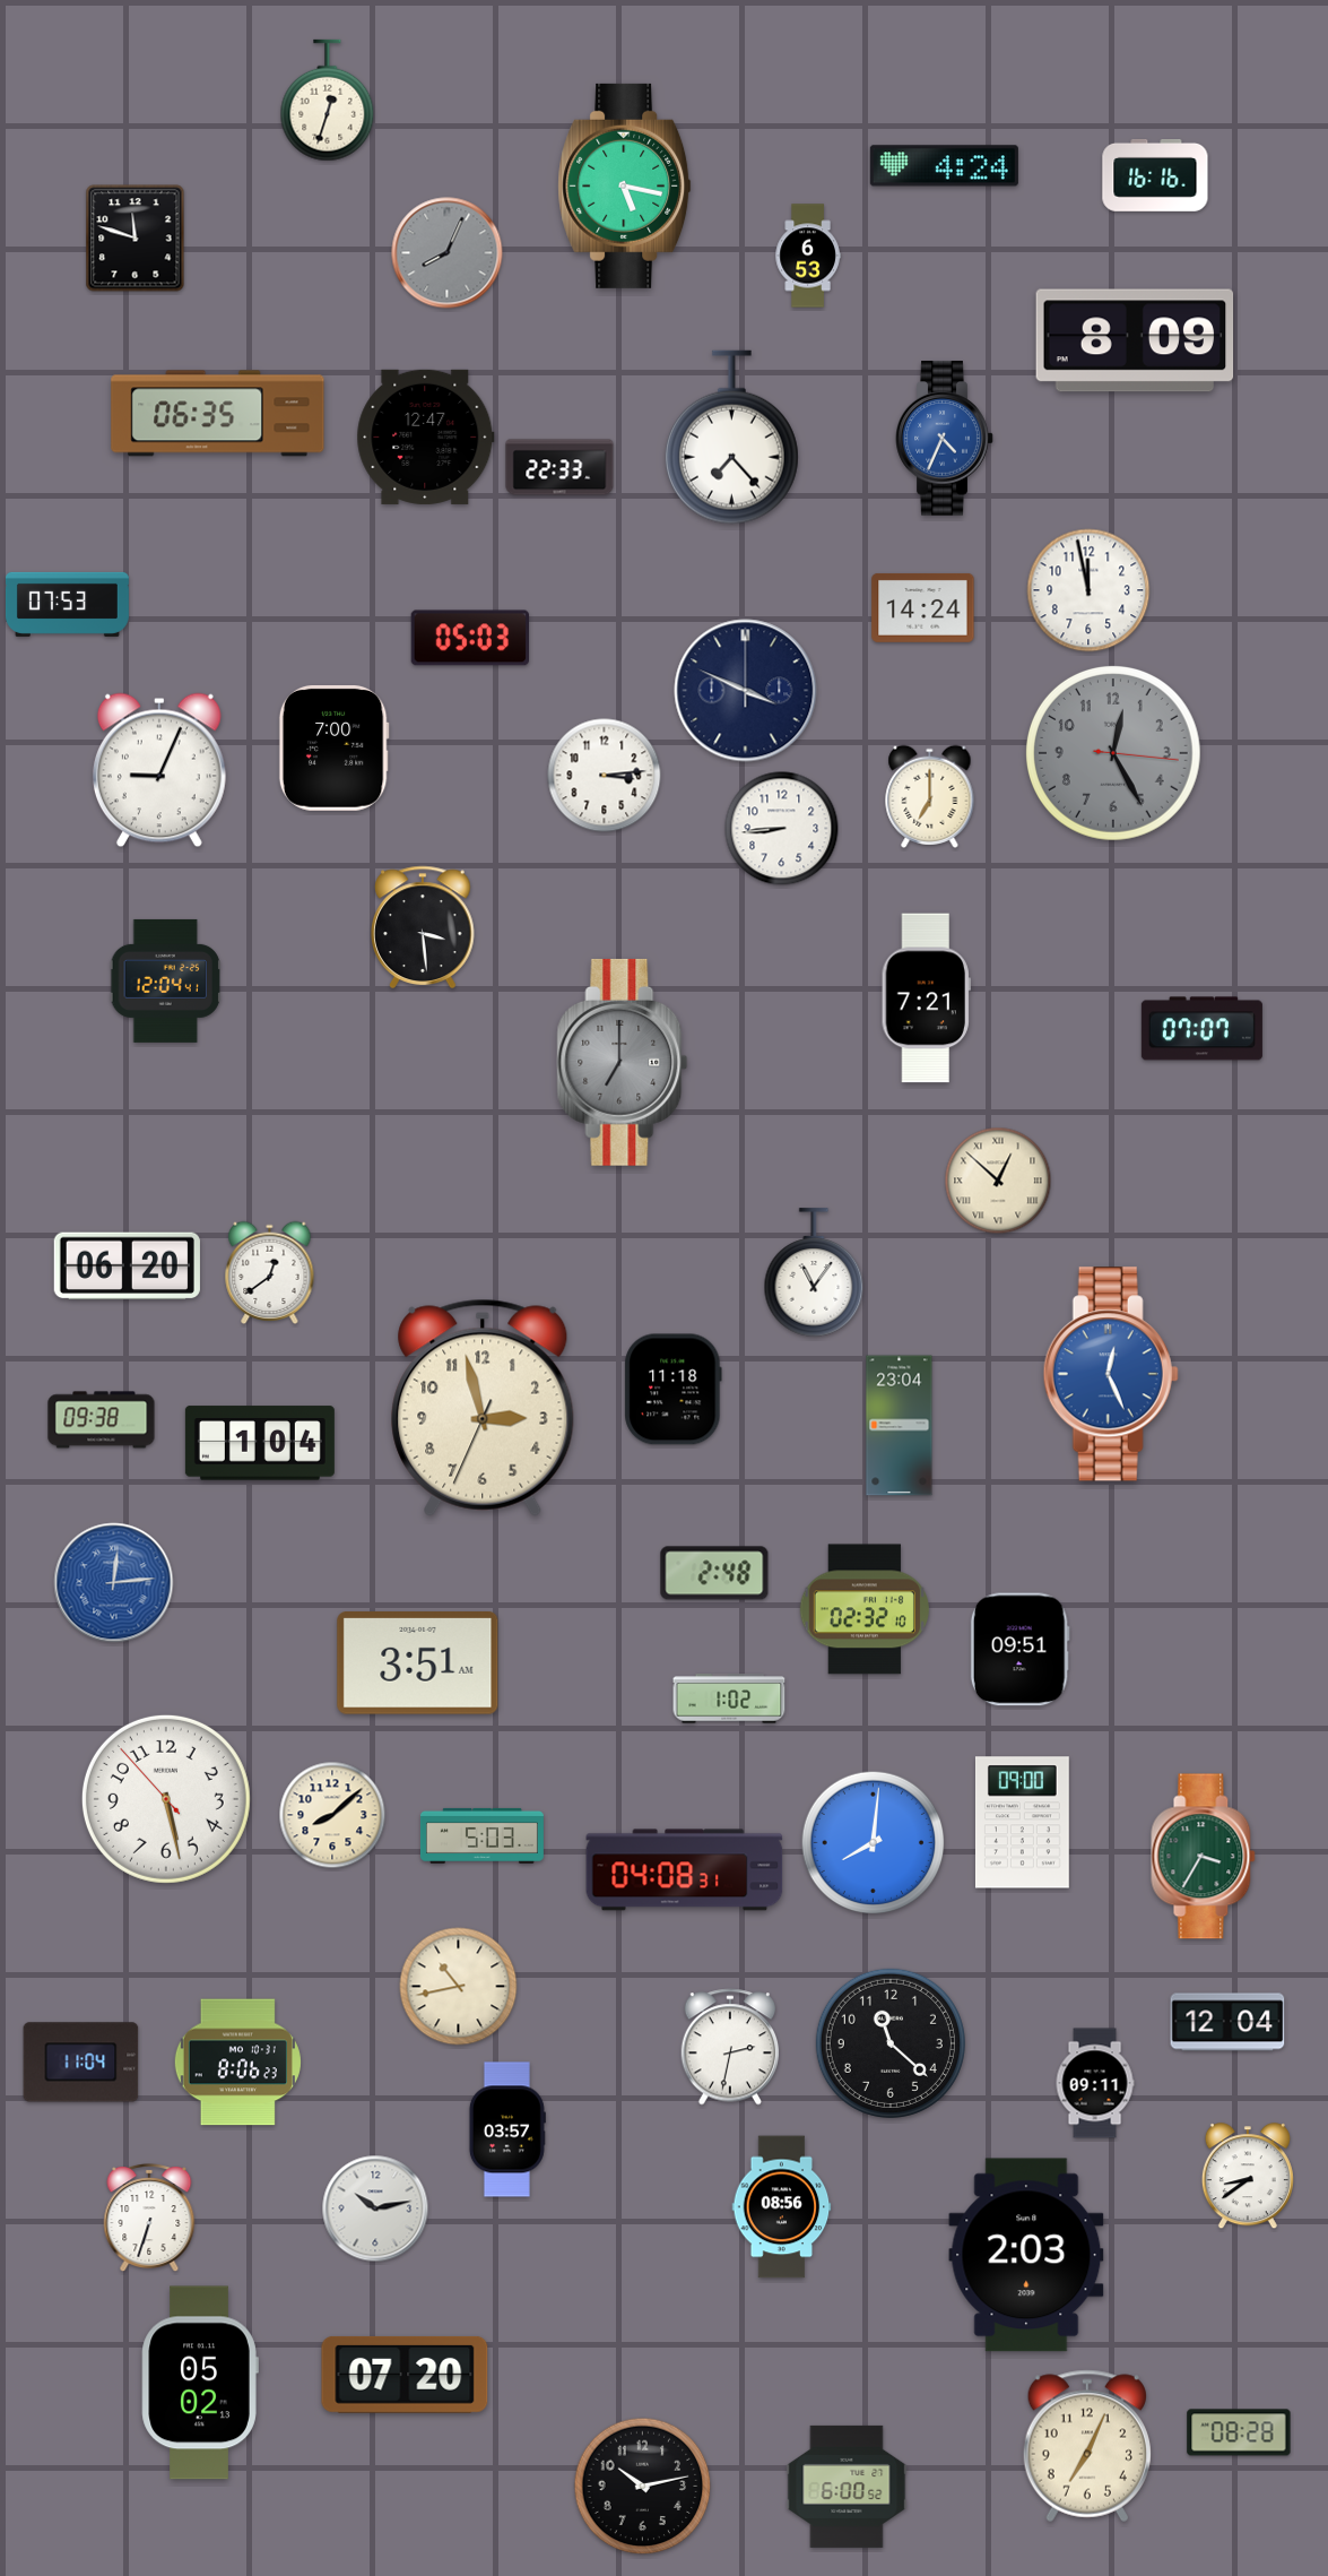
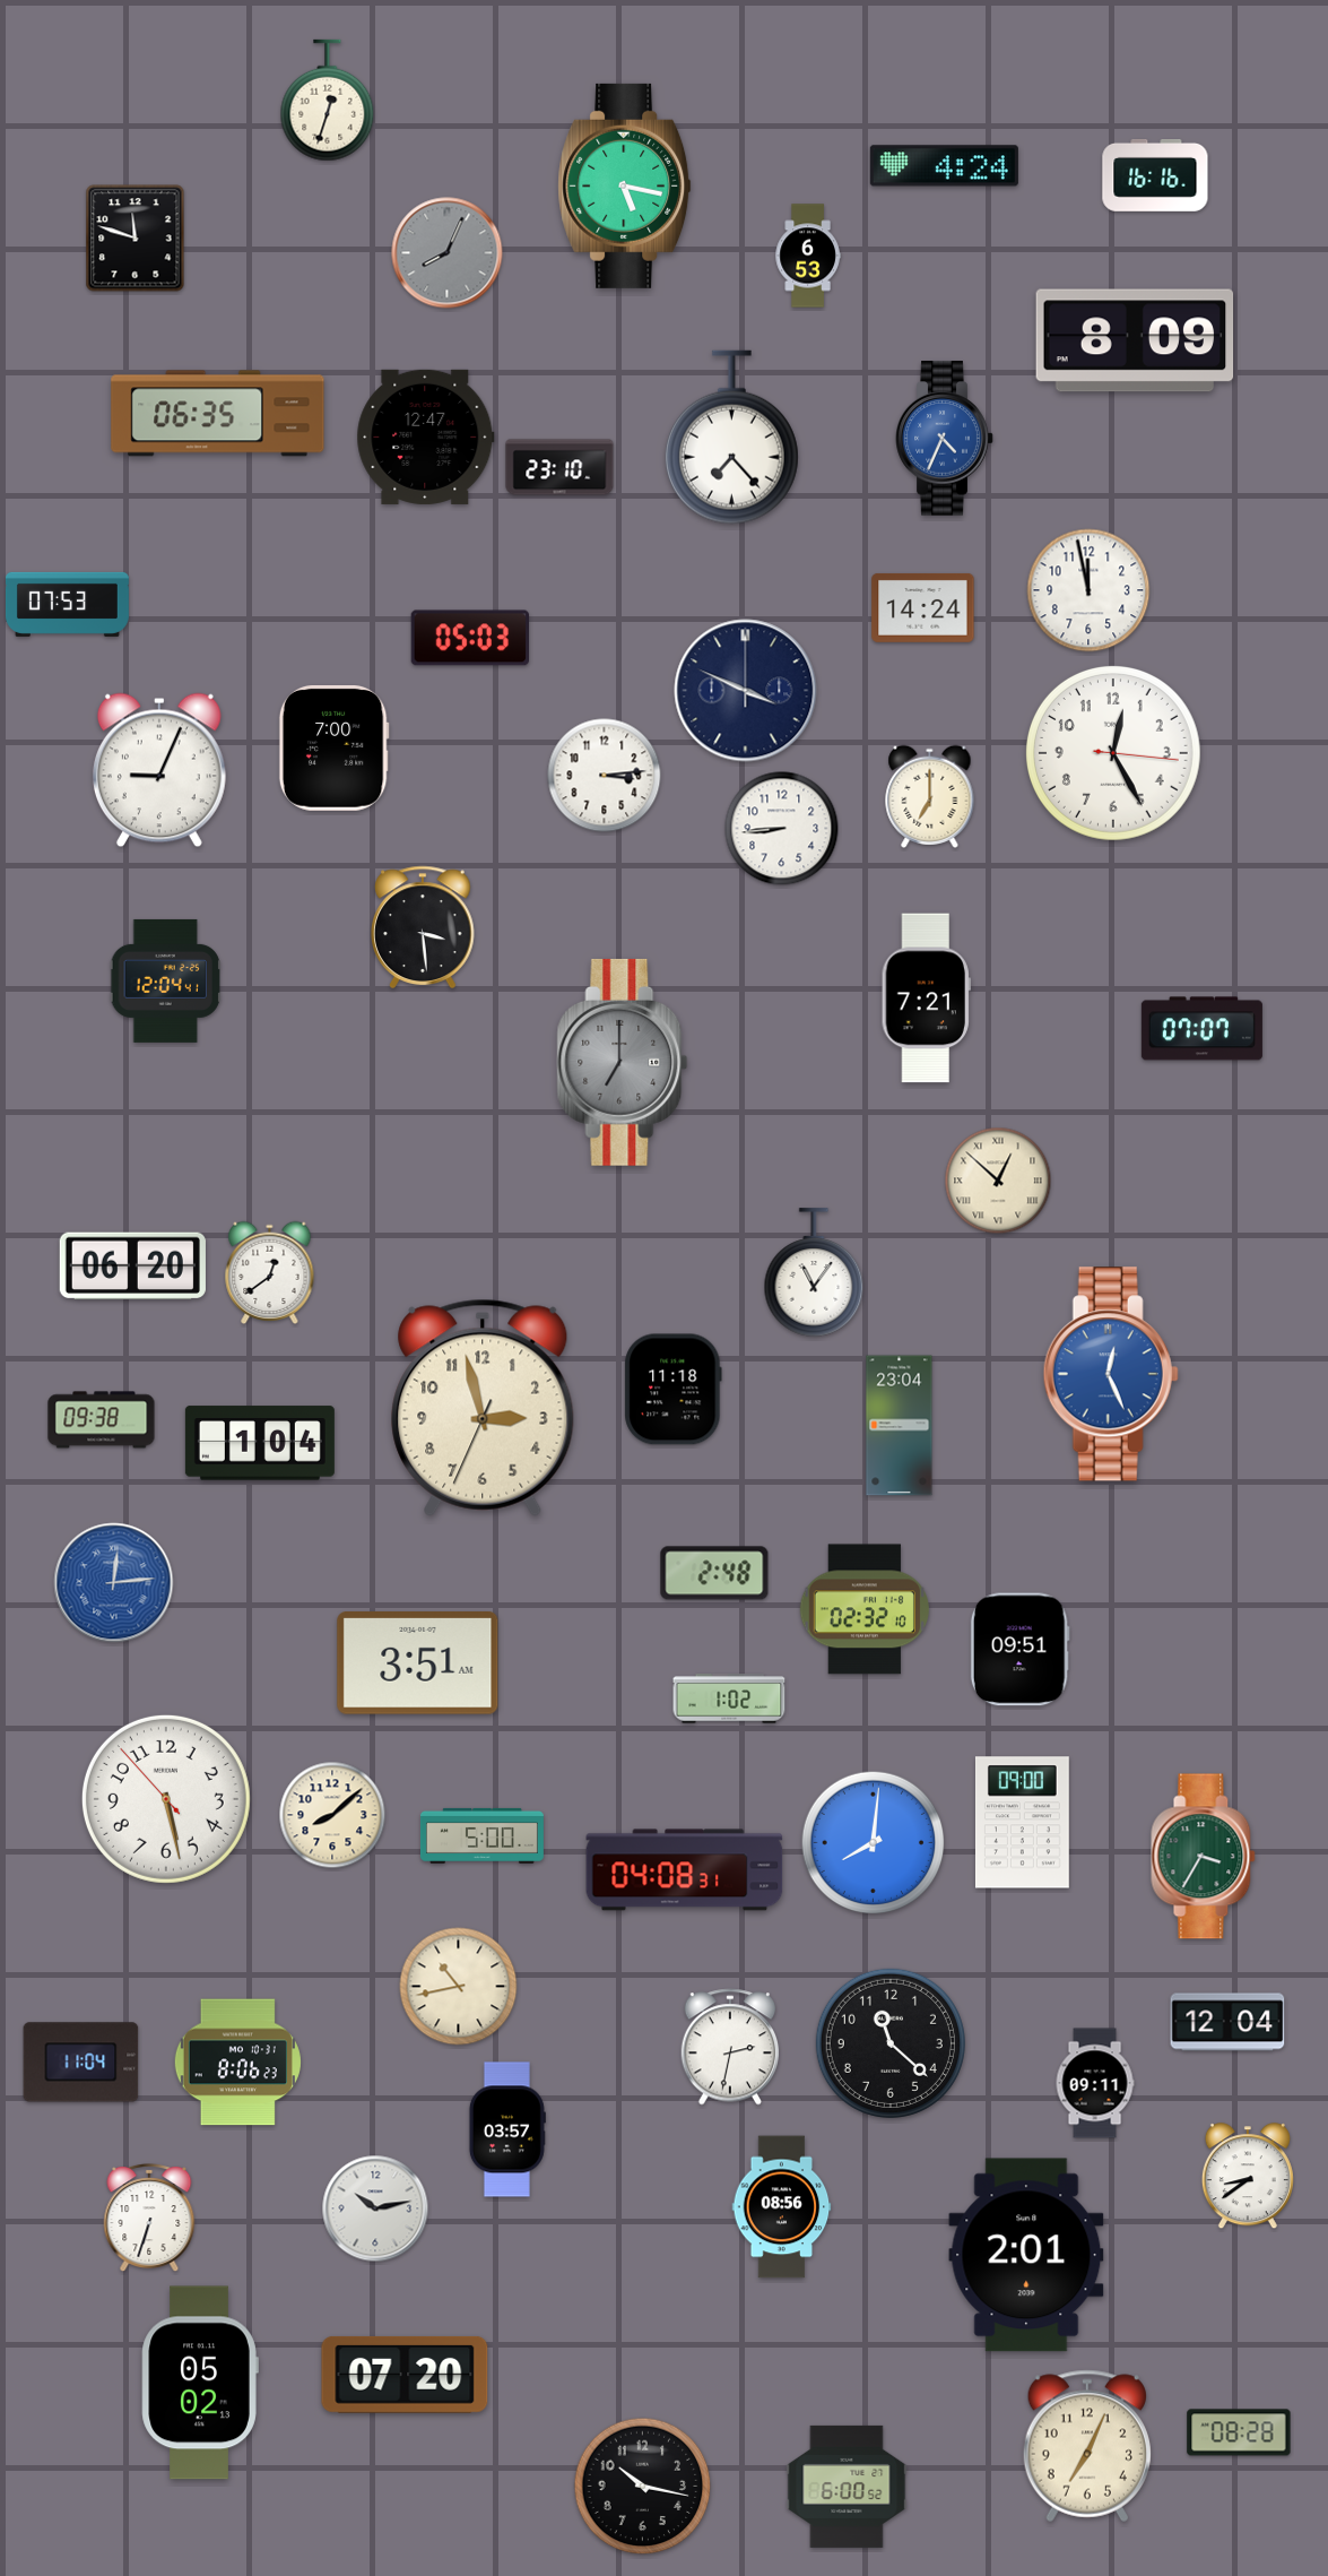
clock at (559, 467): 22:33 -> 23:10
clock at (1113, 753) dial: grey -> white
clock at (127, 1267) position: (127, 1267) -> (132, 1267)
clock at (481, 1835): 5:03 -> 5:00
clock at (1026, 2255): 2:03 -> 2:01
clock at (643, 2487): 10:13 -> 10:17
